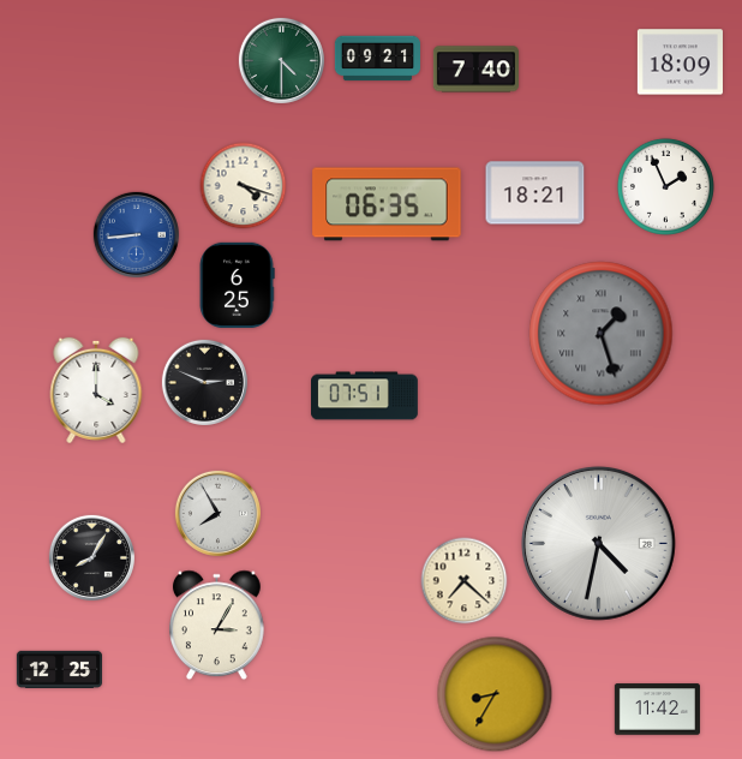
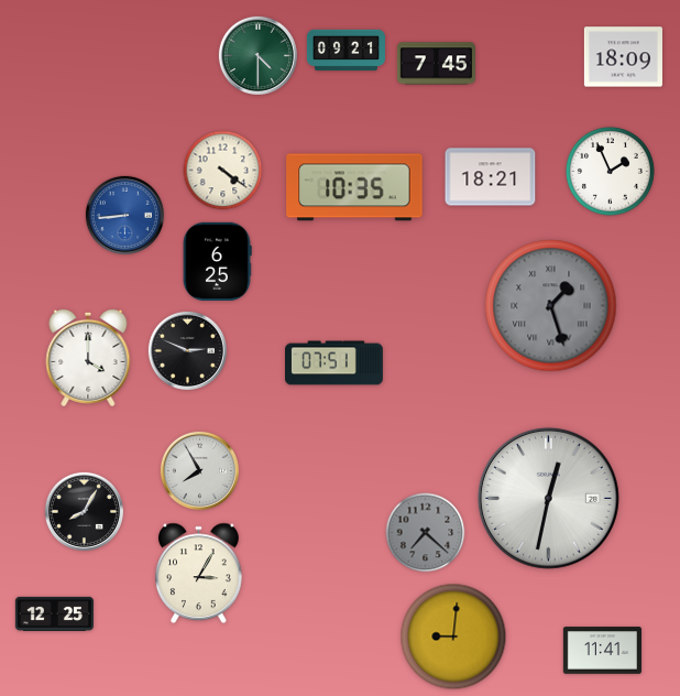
clock at (377, 59) position: (377, 59) -> (346, 51)
clock at (475, 70): 7:40 -> 7:45
clock at (244, 186): 4:18 -> 4:21
clock at (387, 204): 06:35 -> 10:35
clock at (598, 543): 4:32 -> 12:32
clock at (465, 581) dial: cream -> grey
clock at (495, 694): 8:35 -> 9:01
clock at (657, 710): 11:42 -> 11:41
